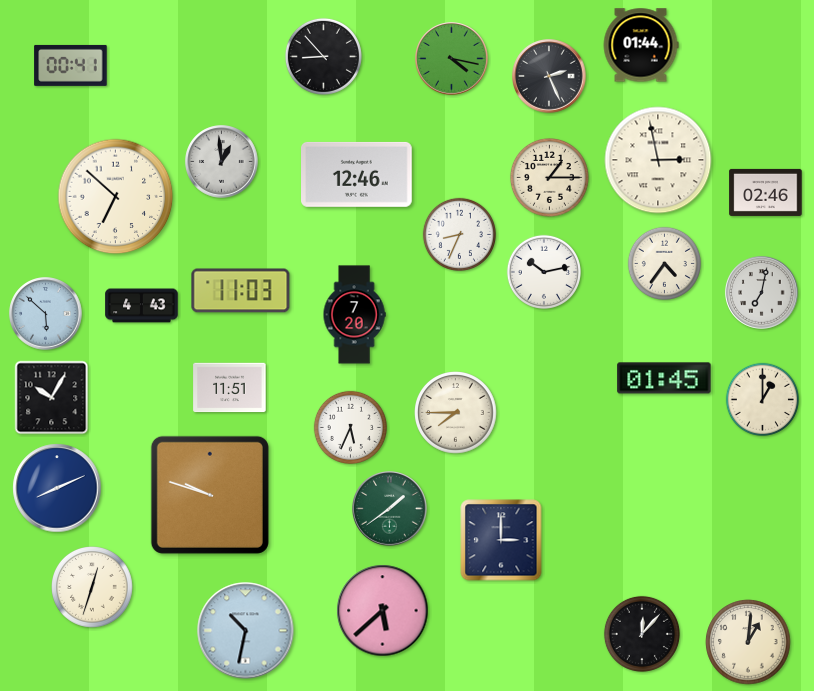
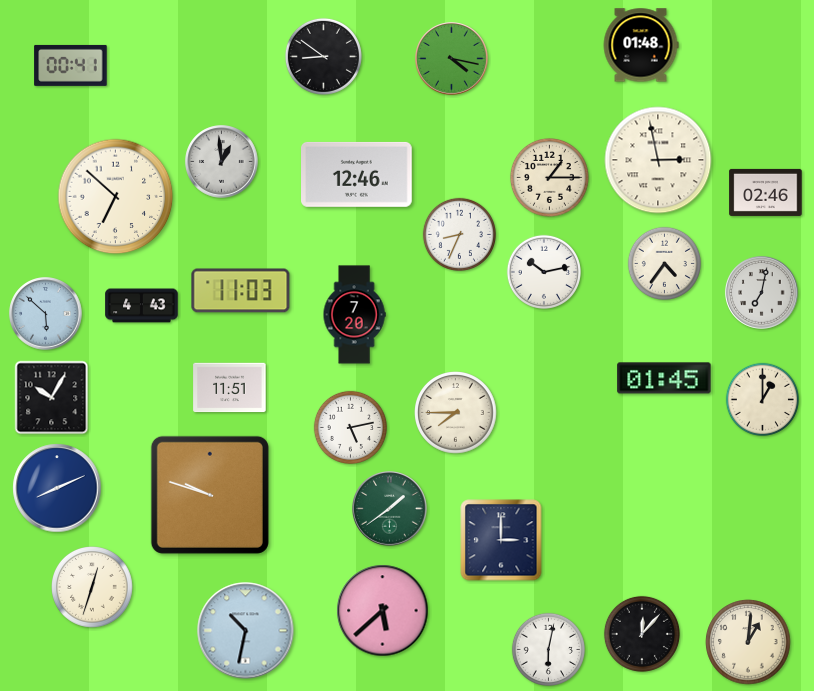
clock at (641, 45): 01:44 -> 01:48
clock at (323, 56): 8:53 -> 8:51
clock at (549, 76): 2:26 -> none
clock at (350, 427): 5:34 -> 5:13
clock at (548, 649): none -> 6:02
